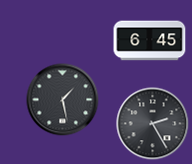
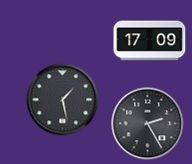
clock at (150, 41): 6:45 -> 17:09
clock at (153, 124) position: (153, 124) -> (148, 124)
